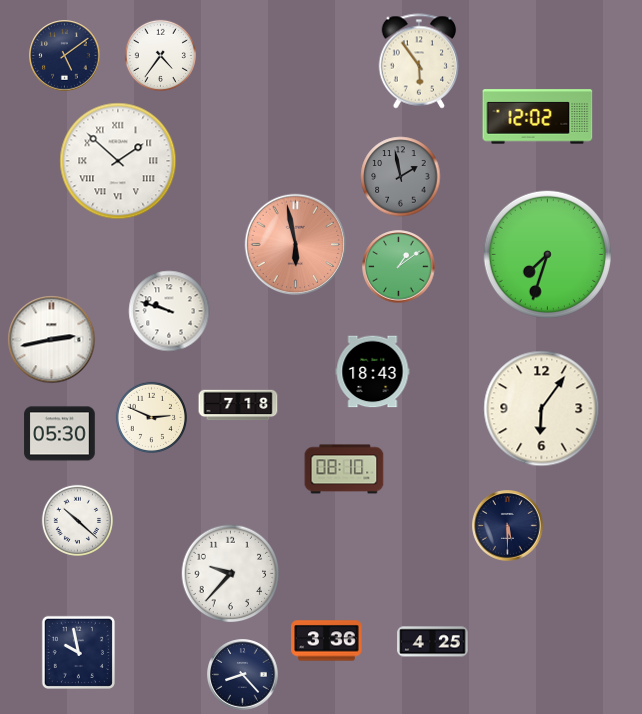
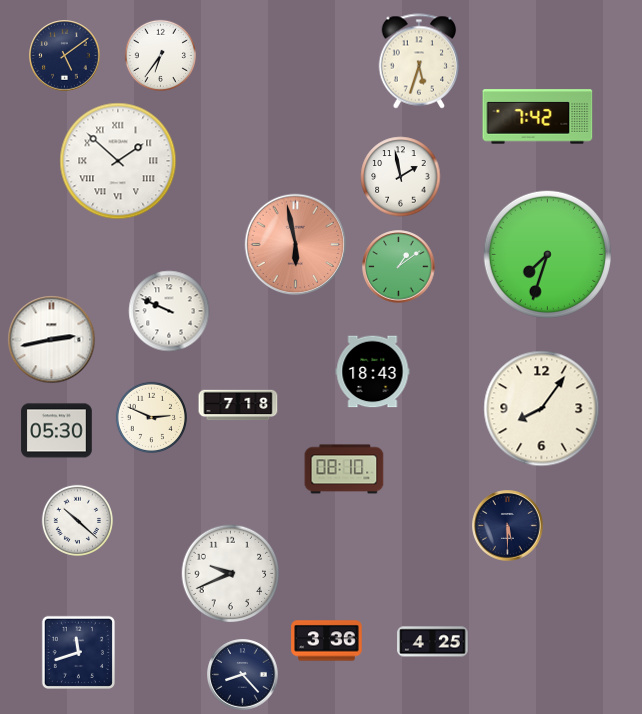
clock at (160, 55): 4:36 -> 6:36
clock at (419, 61): 5:54 -> 5:33
clock at (538, 117): 12:02 -> 7:42
clock at (401, 177) dial: grey -> white
clock at (169, 311): 9:48 -> 9:49
clock at (542, 409): 6:06 -> 8:06
clock at (60, 434) position: (60, 434) -> (57, 431)
clock at (231, 574): 9:37 -> 9:41
clock at (78, 652): 9:58 -> 11:42
